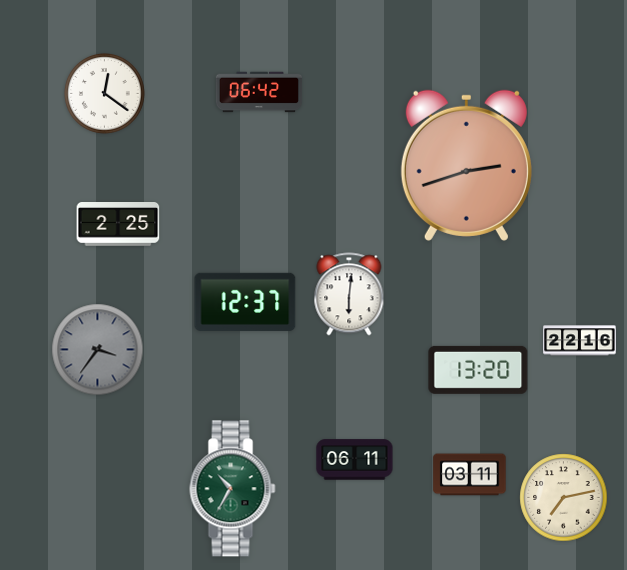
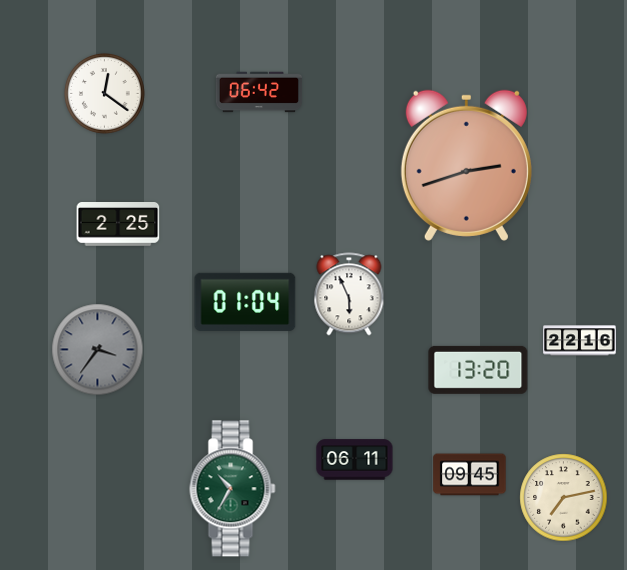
clock at (349, 294): 6:01 -> 5:56
clock at (245, 302): 12:37 -> 01:04
clock at (470, 475): 03:11 -> 09:45
